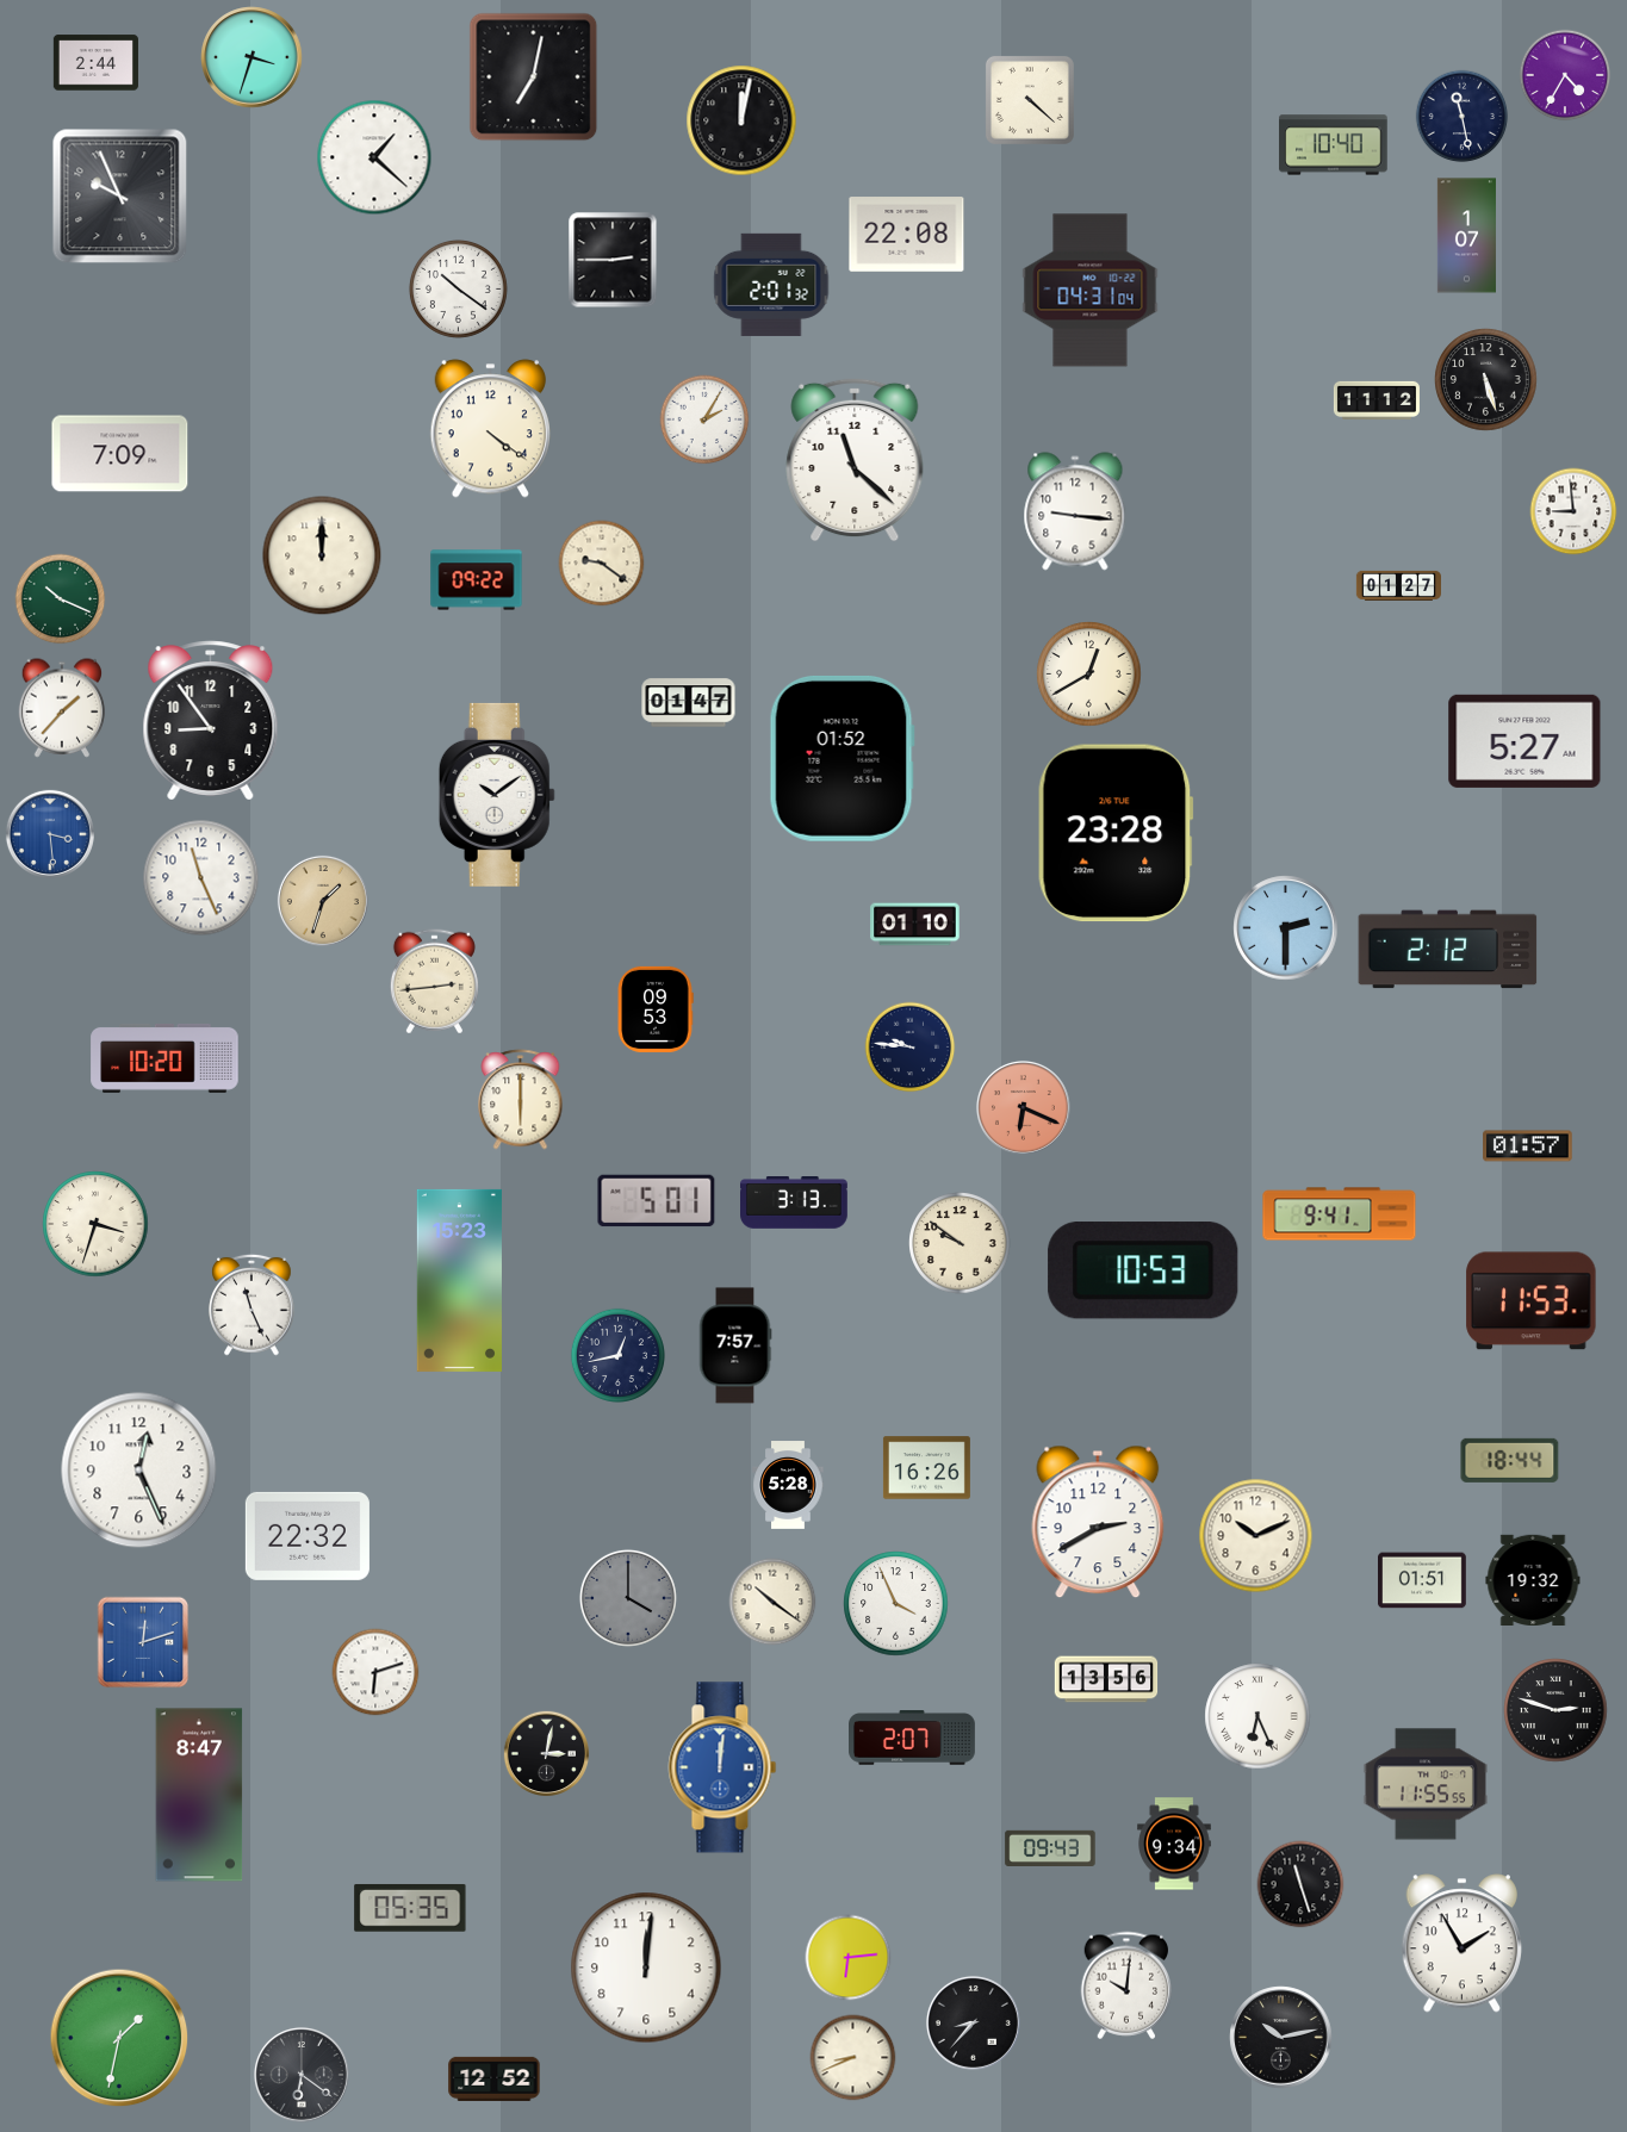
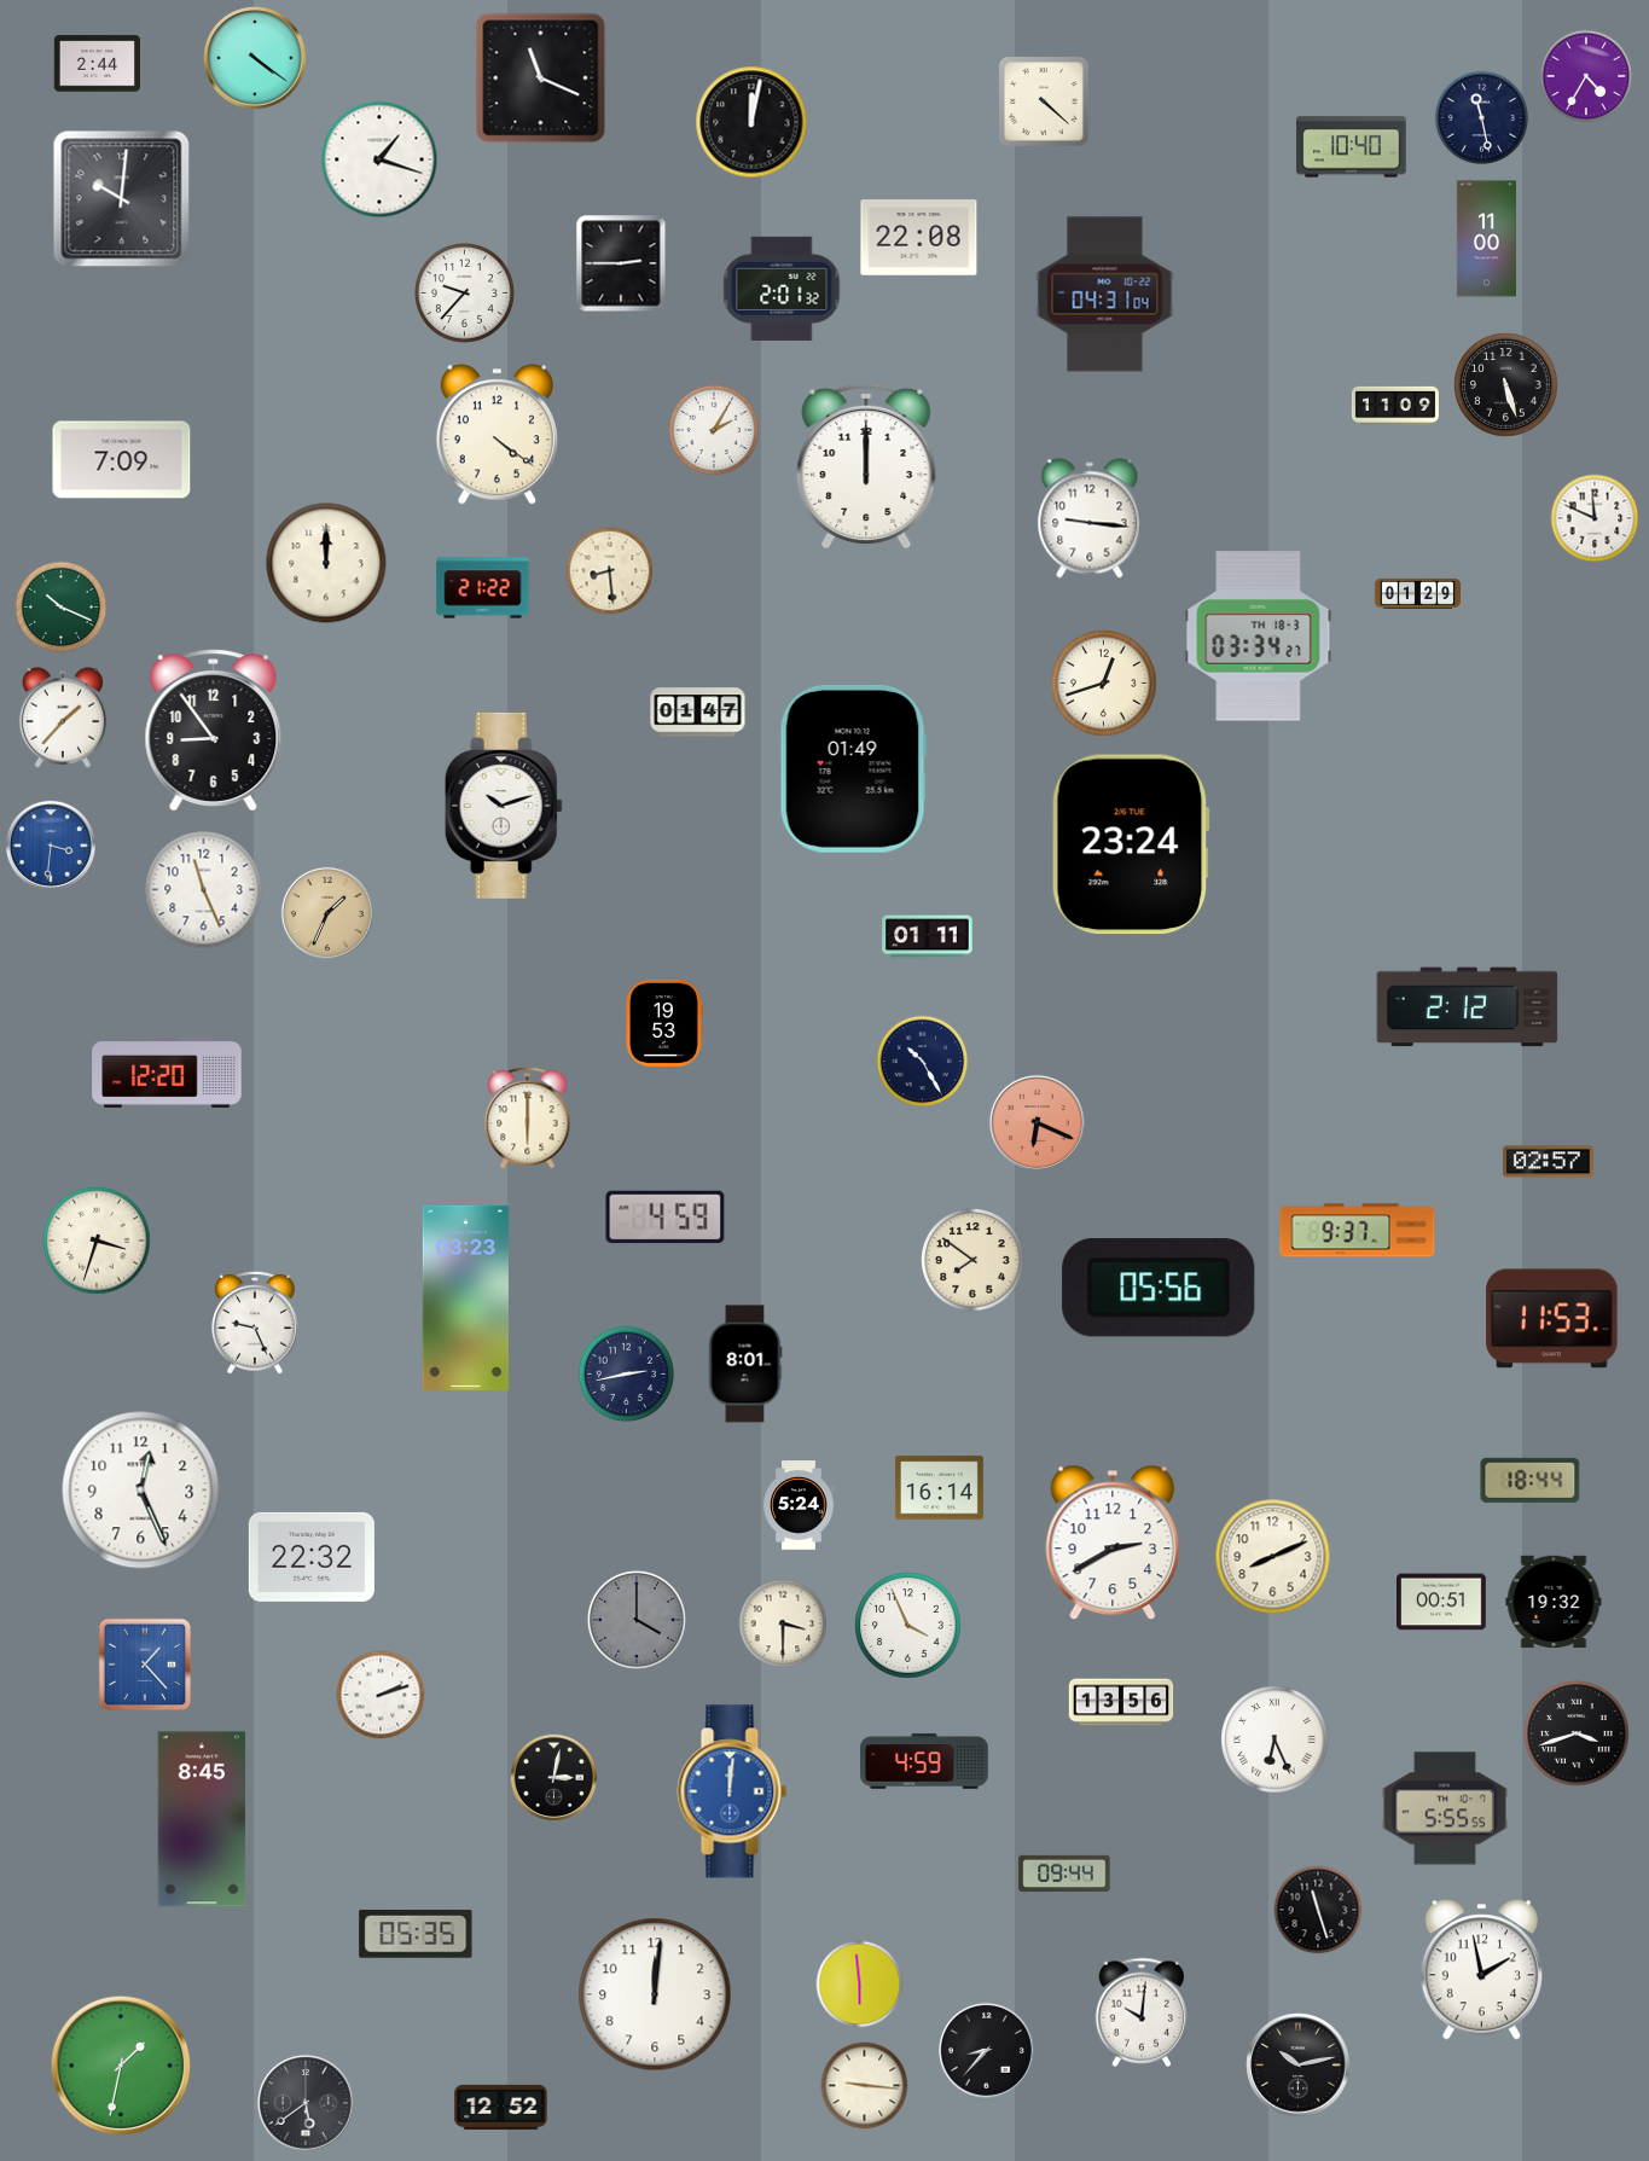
clock at (251, 57): 3:33 -> 4:21
clock at (534, 77): 7:02 -> 11:19
clock at (374, 157): 1:22 -> 1:18
clock at (120, 197): 9:56 -> 10:01
clock at (1466, 236): 1:07 -> 11:00
clock at (458, 288): 10:21 -> 9:37
clock at (1377, 400): 11:12 -> 11:09
clock at (704, 419) position: (704, 419) -> (714, 430)
clock at (855, 460): 11:22 -> 12:00
clock at (1573, 511): 8:59 -> 11:49
clock at (602, 564): 9:21 -> 8:29
clock at (477, 580): 09:22 -> 21:22
clock at (1398, 585): 01:27 -> 01:29
clock at (1259, 637): none -> 03:34
clock at (1089, 675): 12:40 -> 12:42
clock at (1524, 741): 5:27 -> none
clock at (842, 758): 01:52 -> 01:49
clock at (497, 795): 10:09 -> 10:12
clock at (1116, 833): 23:28 -> 23:24
clock at (50, 834): 3:29 -> 3:31
clock at (323, 901): 1:33 -> 1:34
clock at (915, 925): 01:10 -> 01:11
clock at (1286, 928): 2:30 -> none
clock at (1448, 950) position: (1448, 950) -> (1468, 1007)
clock at (434, 982): 2:44 -> none
clock at (656, 1009): 09:53 -> 19:53
clock at (911, 1048): 9:46 -> 10:25
clock at (164, 1058): 10:20 -> 12:20
clock at (521, 1100) position: (521, 1100) -> (528, 1119)
clock at (1528, 1146): 01:57 -> 02:57
clock at (657, 1201): 5:01 -> 4:59
clock at (795, 1204): 3:13 -> none
clock at (1340, 1214): 9:41 -> 9:37
clock at (960, 1243): 9:51 -> 7:51
clock at (1143, 1270): 10:53 -> 05:56
clock at (459, 1280): 15:23 -> 03:23
clock at (251, 1305): 11:26 -> 9:26
clock at (735, 1345): 7:57 -> 8:01
clock at (617, 1355): 12:43 -> 2:43
clock at (926, 1468): 16:26 -> 16:14
clock at (788, 1485): 5:28 -> 5:24
clock at (1256, 1536): 10:11 -> 8:11
clock at (1423, 1580): 01:51 -> 00:51
clock at (772, 1602): 10:21 -> 3:30
clock at (143, 1642): 12:12 -> 1:23
clock at (375, 1672): 6:12 -> 2:12
clock at (1555, 1710): 2:48 -> 3:42
clock at (913, 1738): 2:07 -> 4:59
clock at (1426, 1784): 11:55 -> 5:55
clock at (199, 1795): 8:47 -> 8:45
clock at (1175, 1844): 9:34 -> none
clock at (1050, 1847): 09:43 -> 09:44
clock at (1461, 1944): 1:55 -> 1:58
clock at (849, 1958): 6:14 -> 5:59
clock at (853, 2058): 8:41 -> 9:16
clock at (302, 2075): 6:21 -> 5:39
